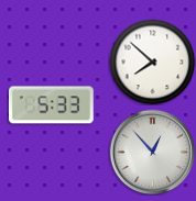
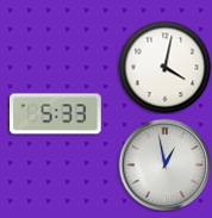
clock at (152, 62): 7:52 -> 4:02
clock at (152, 152): 12:53 -> 12:58
